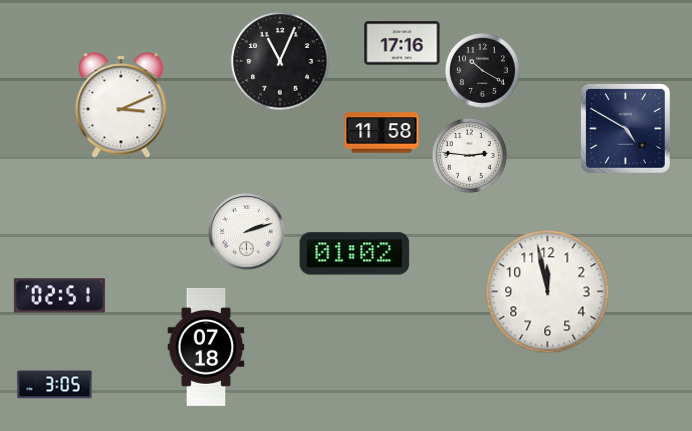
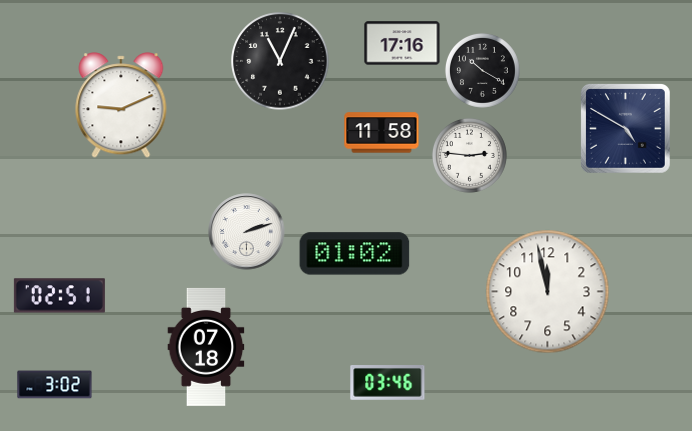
clock at (121, 105): 3:11 -> 9:11
clock at (388, 383): none -> 03:46
clock at (55, 385): 3:05 -> 3:02
